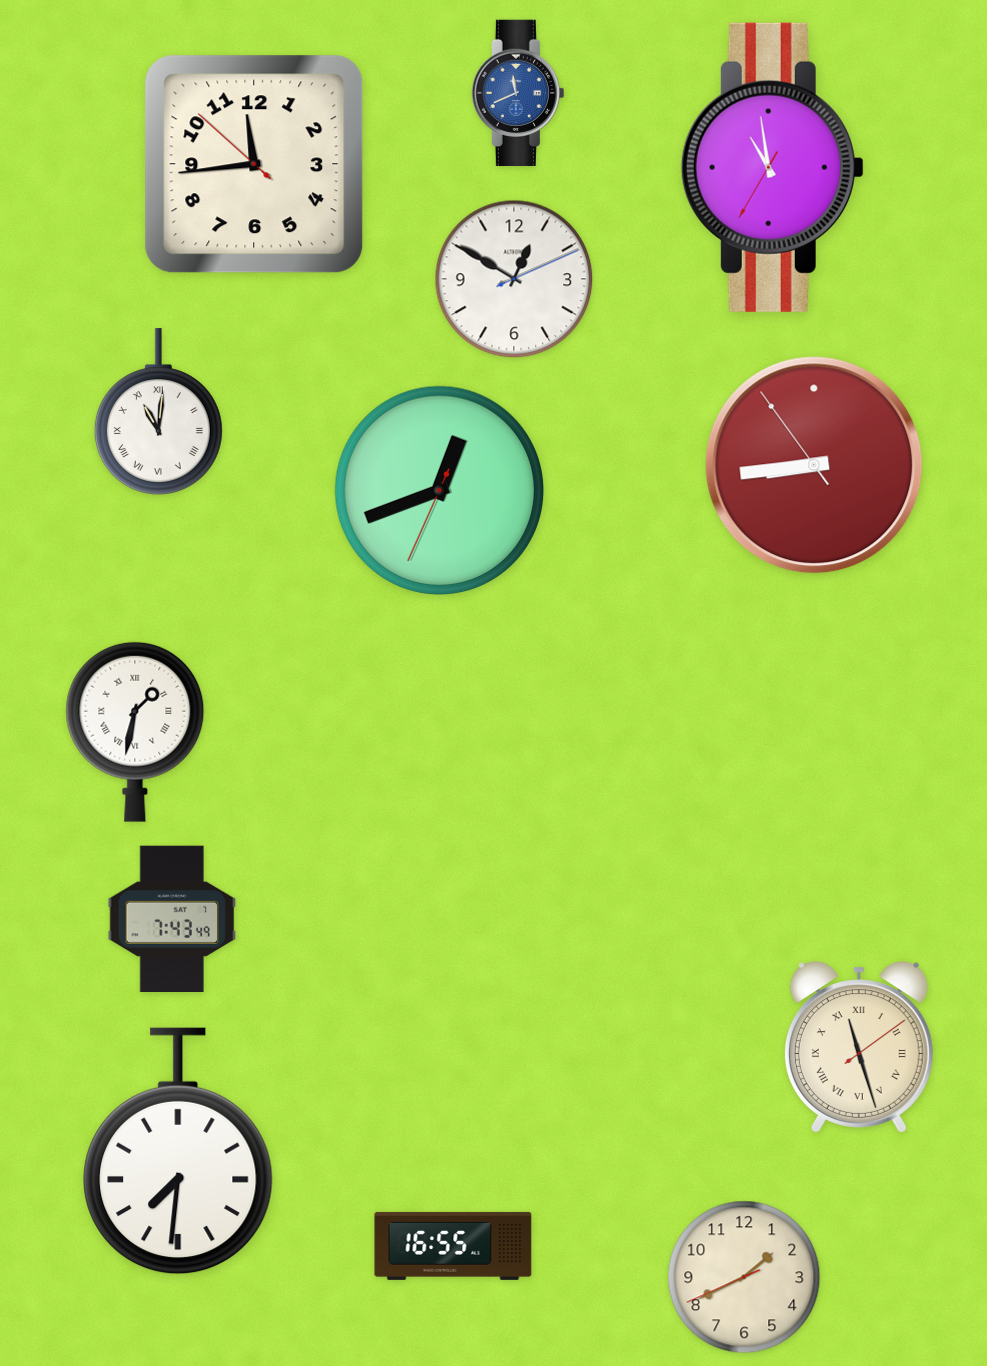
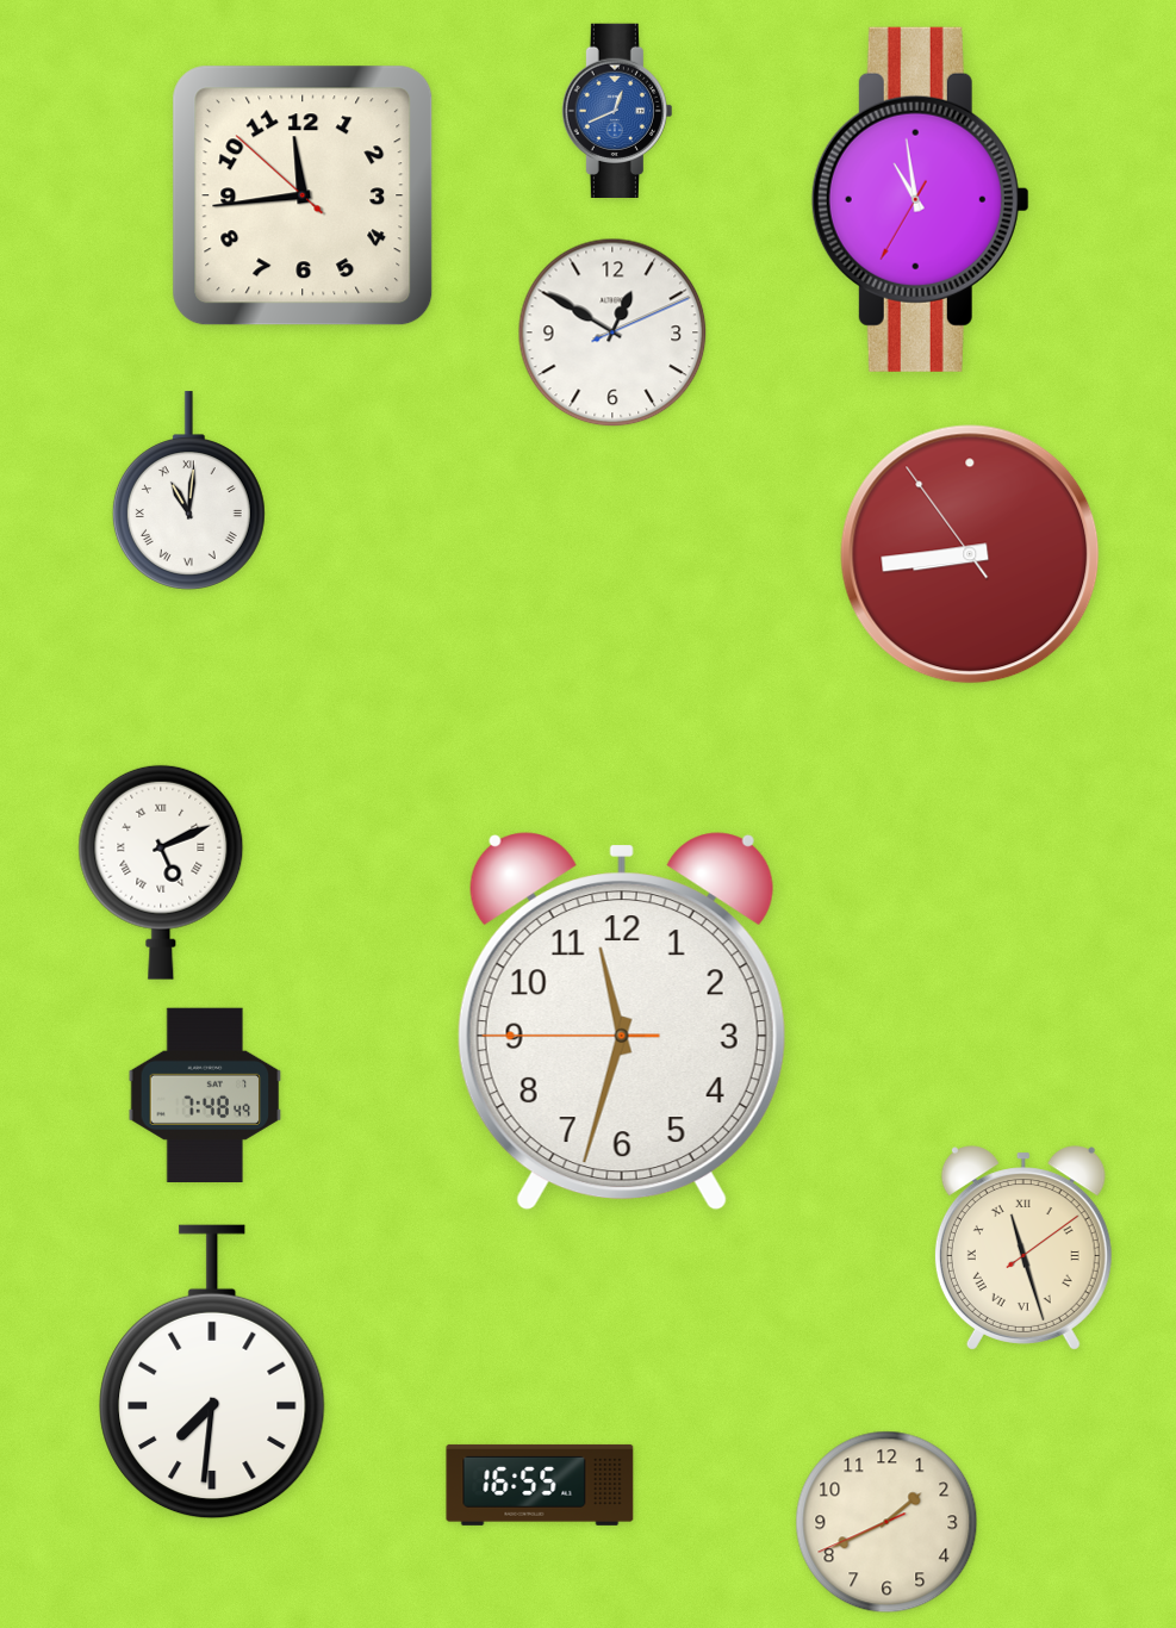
clock at (518, 92): 11:41 -> 12:41
clock at (439, 490): 12:41 -> none
clock at (135, 732): 1:32 -> 5:11
clock at (622, 1021): none -> 11:32
clock at (172, 918): 7:43 -> 7:48
